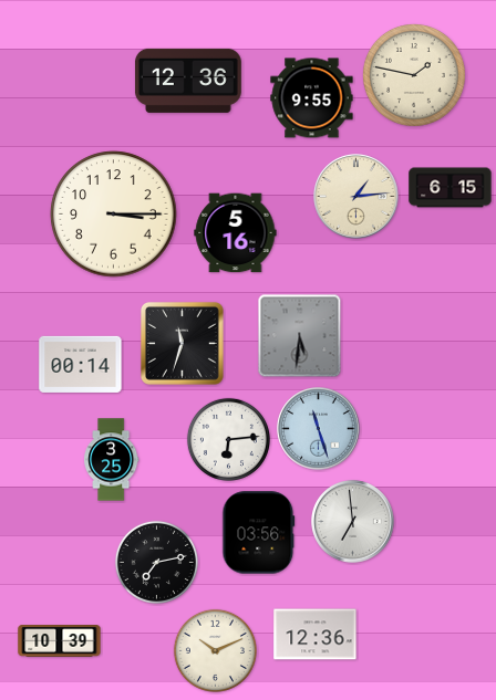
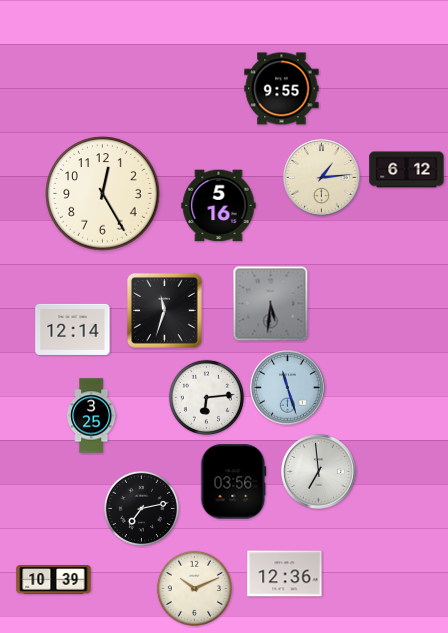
clock at (414, 75): 1:47 -> none
clock at (188, 81): 12:36 -> none
clock at (451, 188): 6:15 -> 6:12
clock at (114, 215): 3:15 -> 12:25
clock at (236, 233) position: (236, 233) -> (219, 206)
clock at (81, 364): 00:14 -> 12:14
clock at (112, 460) position: (112, 460) -> (92, 416)
